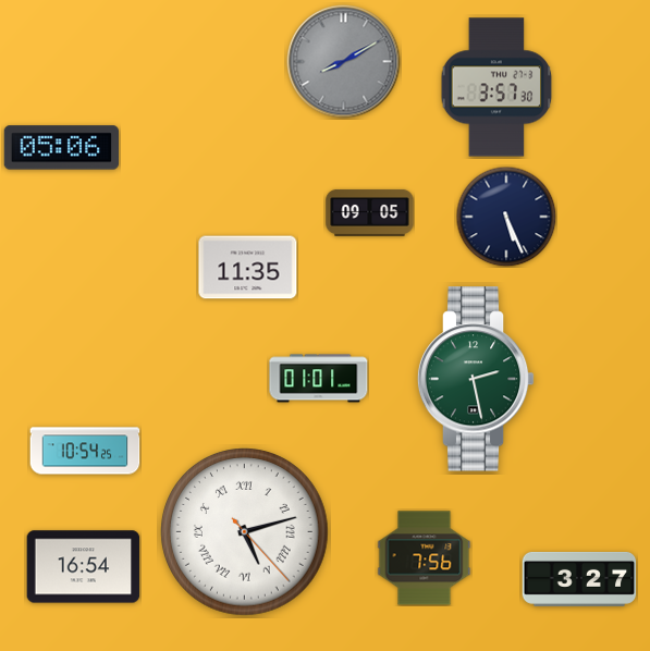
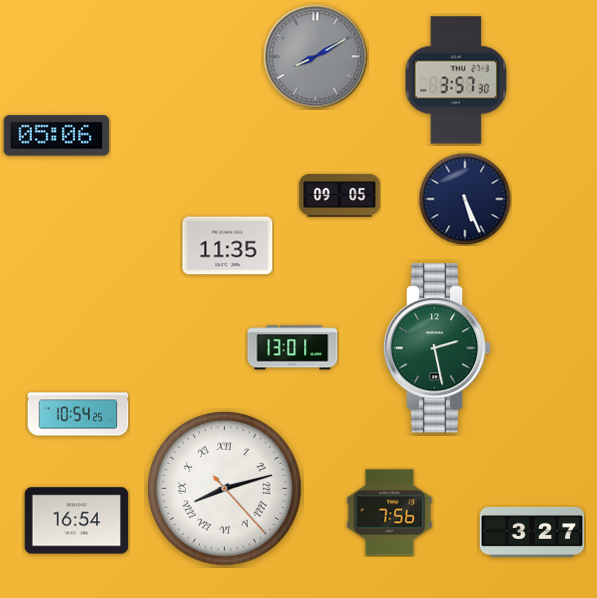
clock at (319, 379): 01:01 -> 13:01
clock at (245, 532): 5:12 -> 8:12
